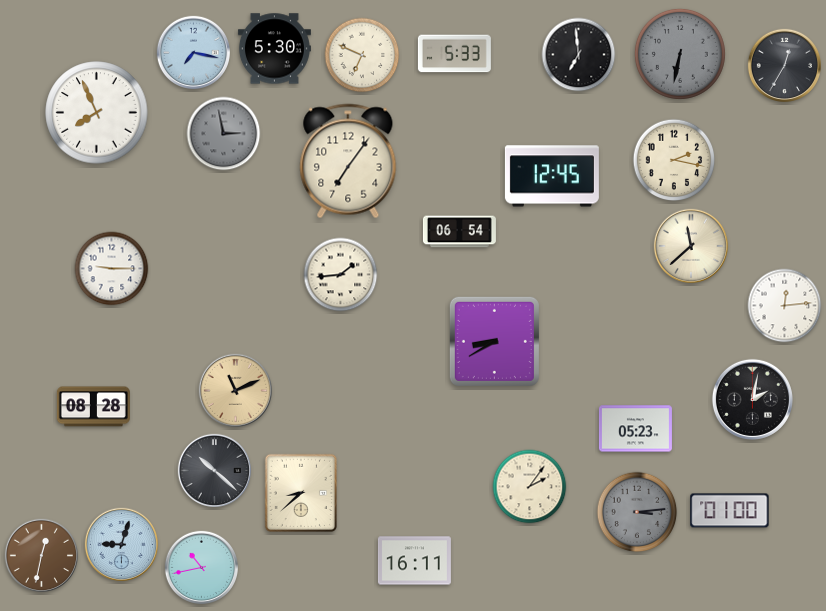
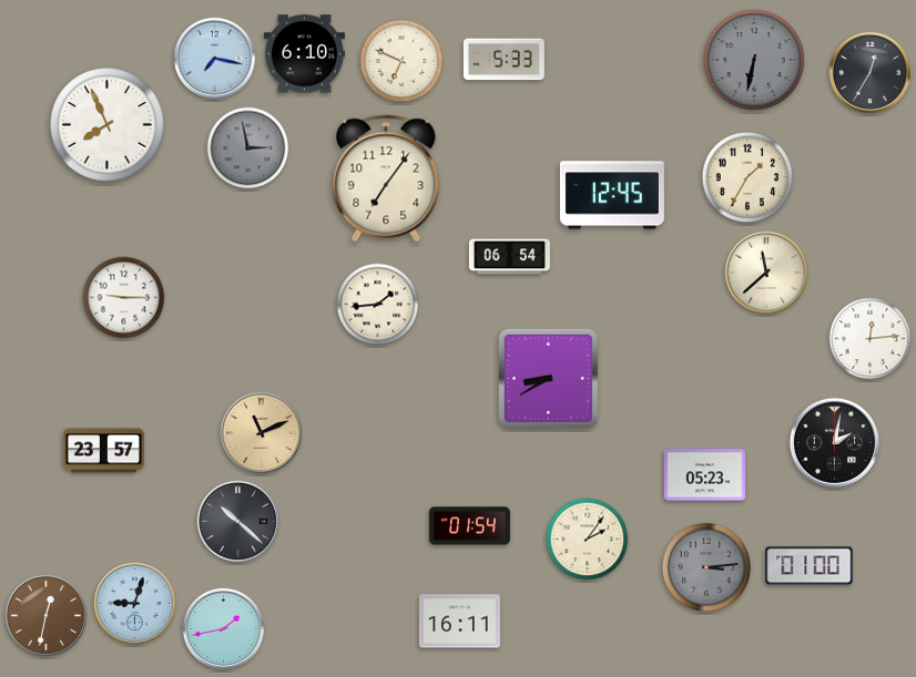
clock at (274, 49): 5:30 -> 6:10
clock at (579, 55): 6:59 -> none
clock at (674, 160): 2:17 -> 1:35
clock at (93, 407): 08:28 -> 23:57
clock at (469, 526): none -> 01:54
clock at (300, 492): 8:38 -> none
clock at (201, 567): 10:43 -> 1:43
